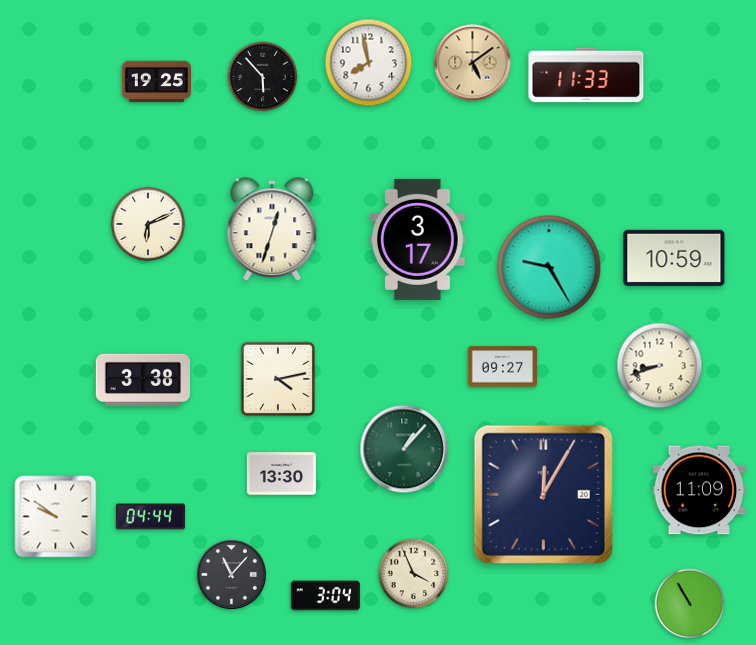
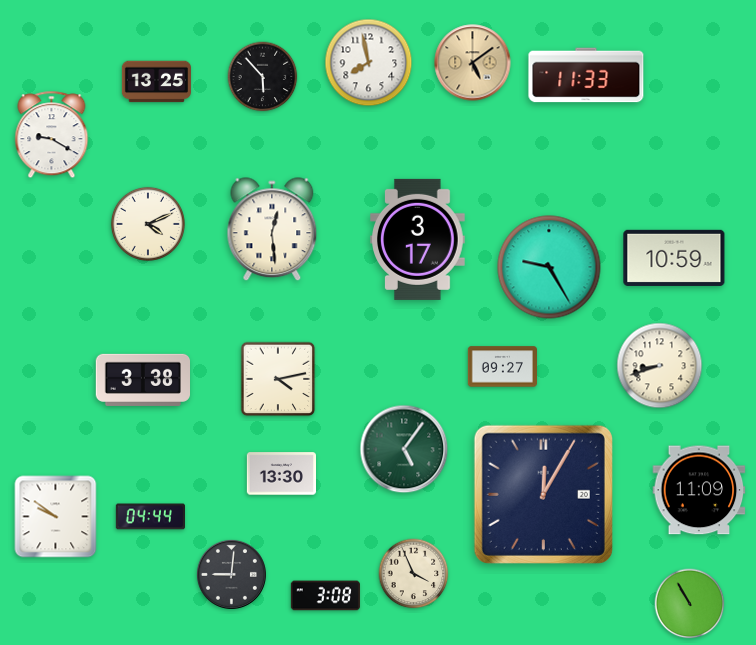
clock at (156, 82): 19:25 -> 13:25
clock at (52, 135): none -> 9:20
clock at (148, 224): 6:11 -> 4:11
clock at (272, 230): 12:33 -> 12:29
clock at (404, 449): 1:07 -> 5:06
clock at (231, 574): 11:07 -> 9:01
clock at (325, 596): 3:04 -> 3:08
